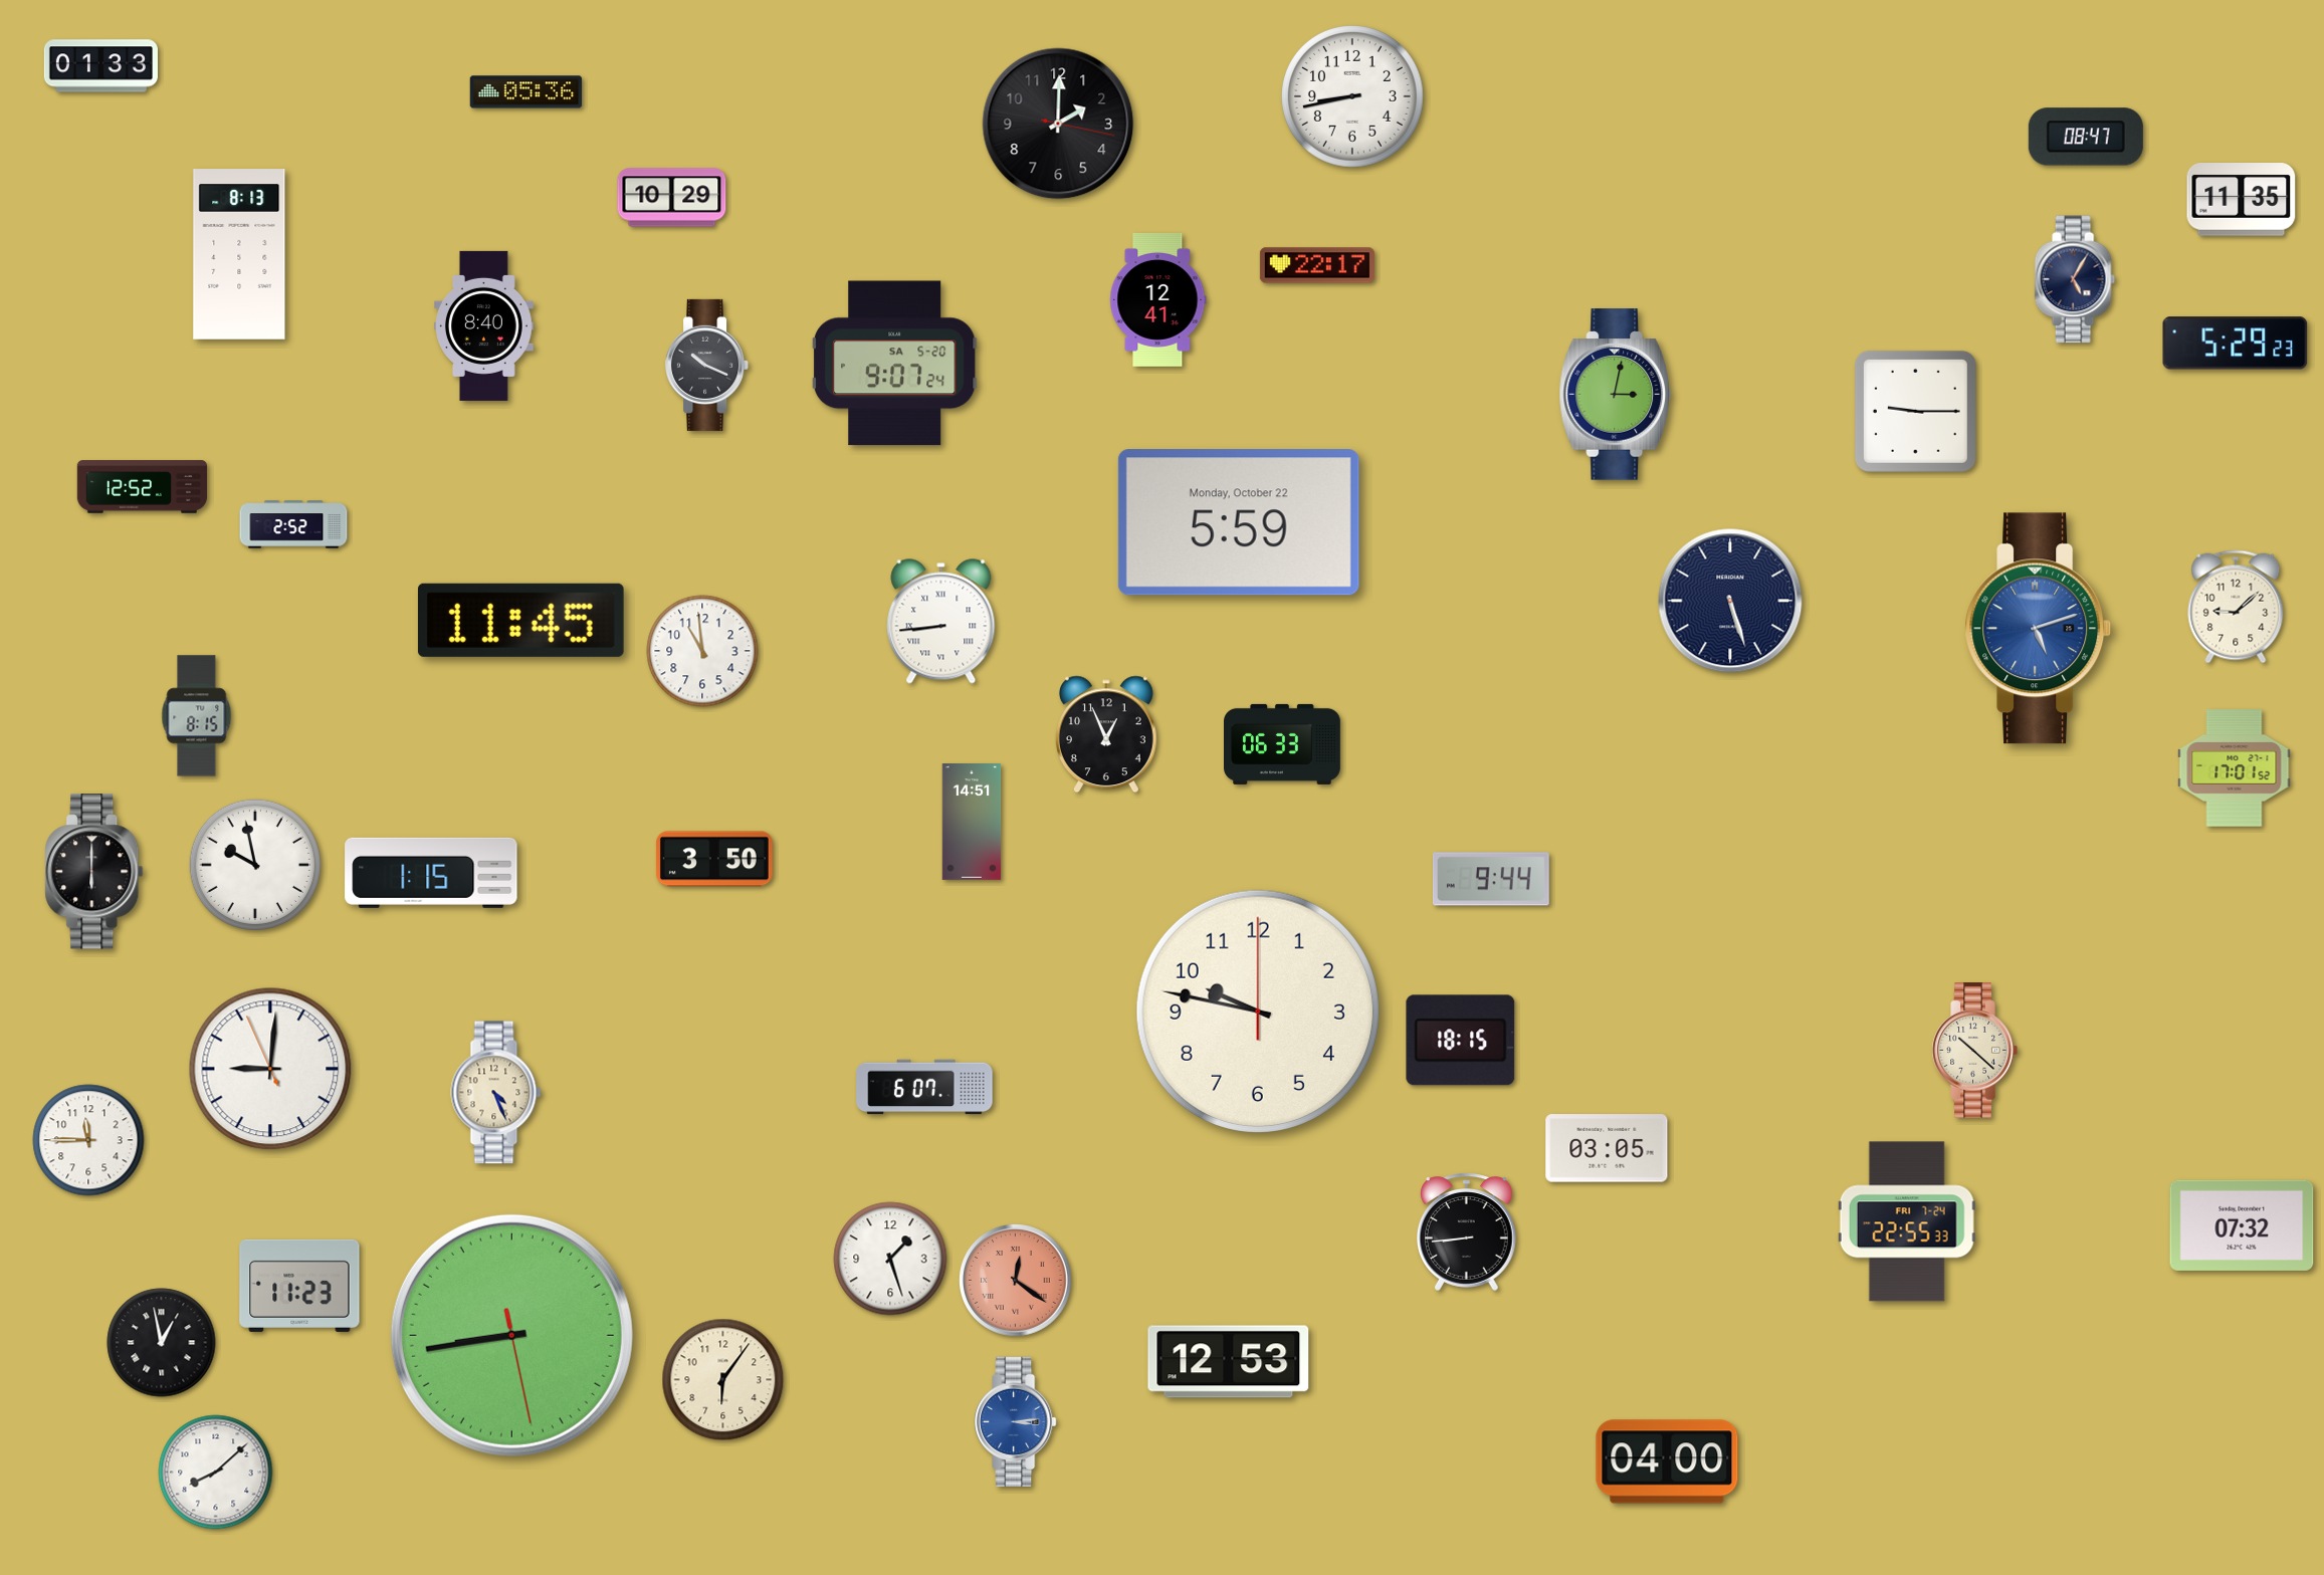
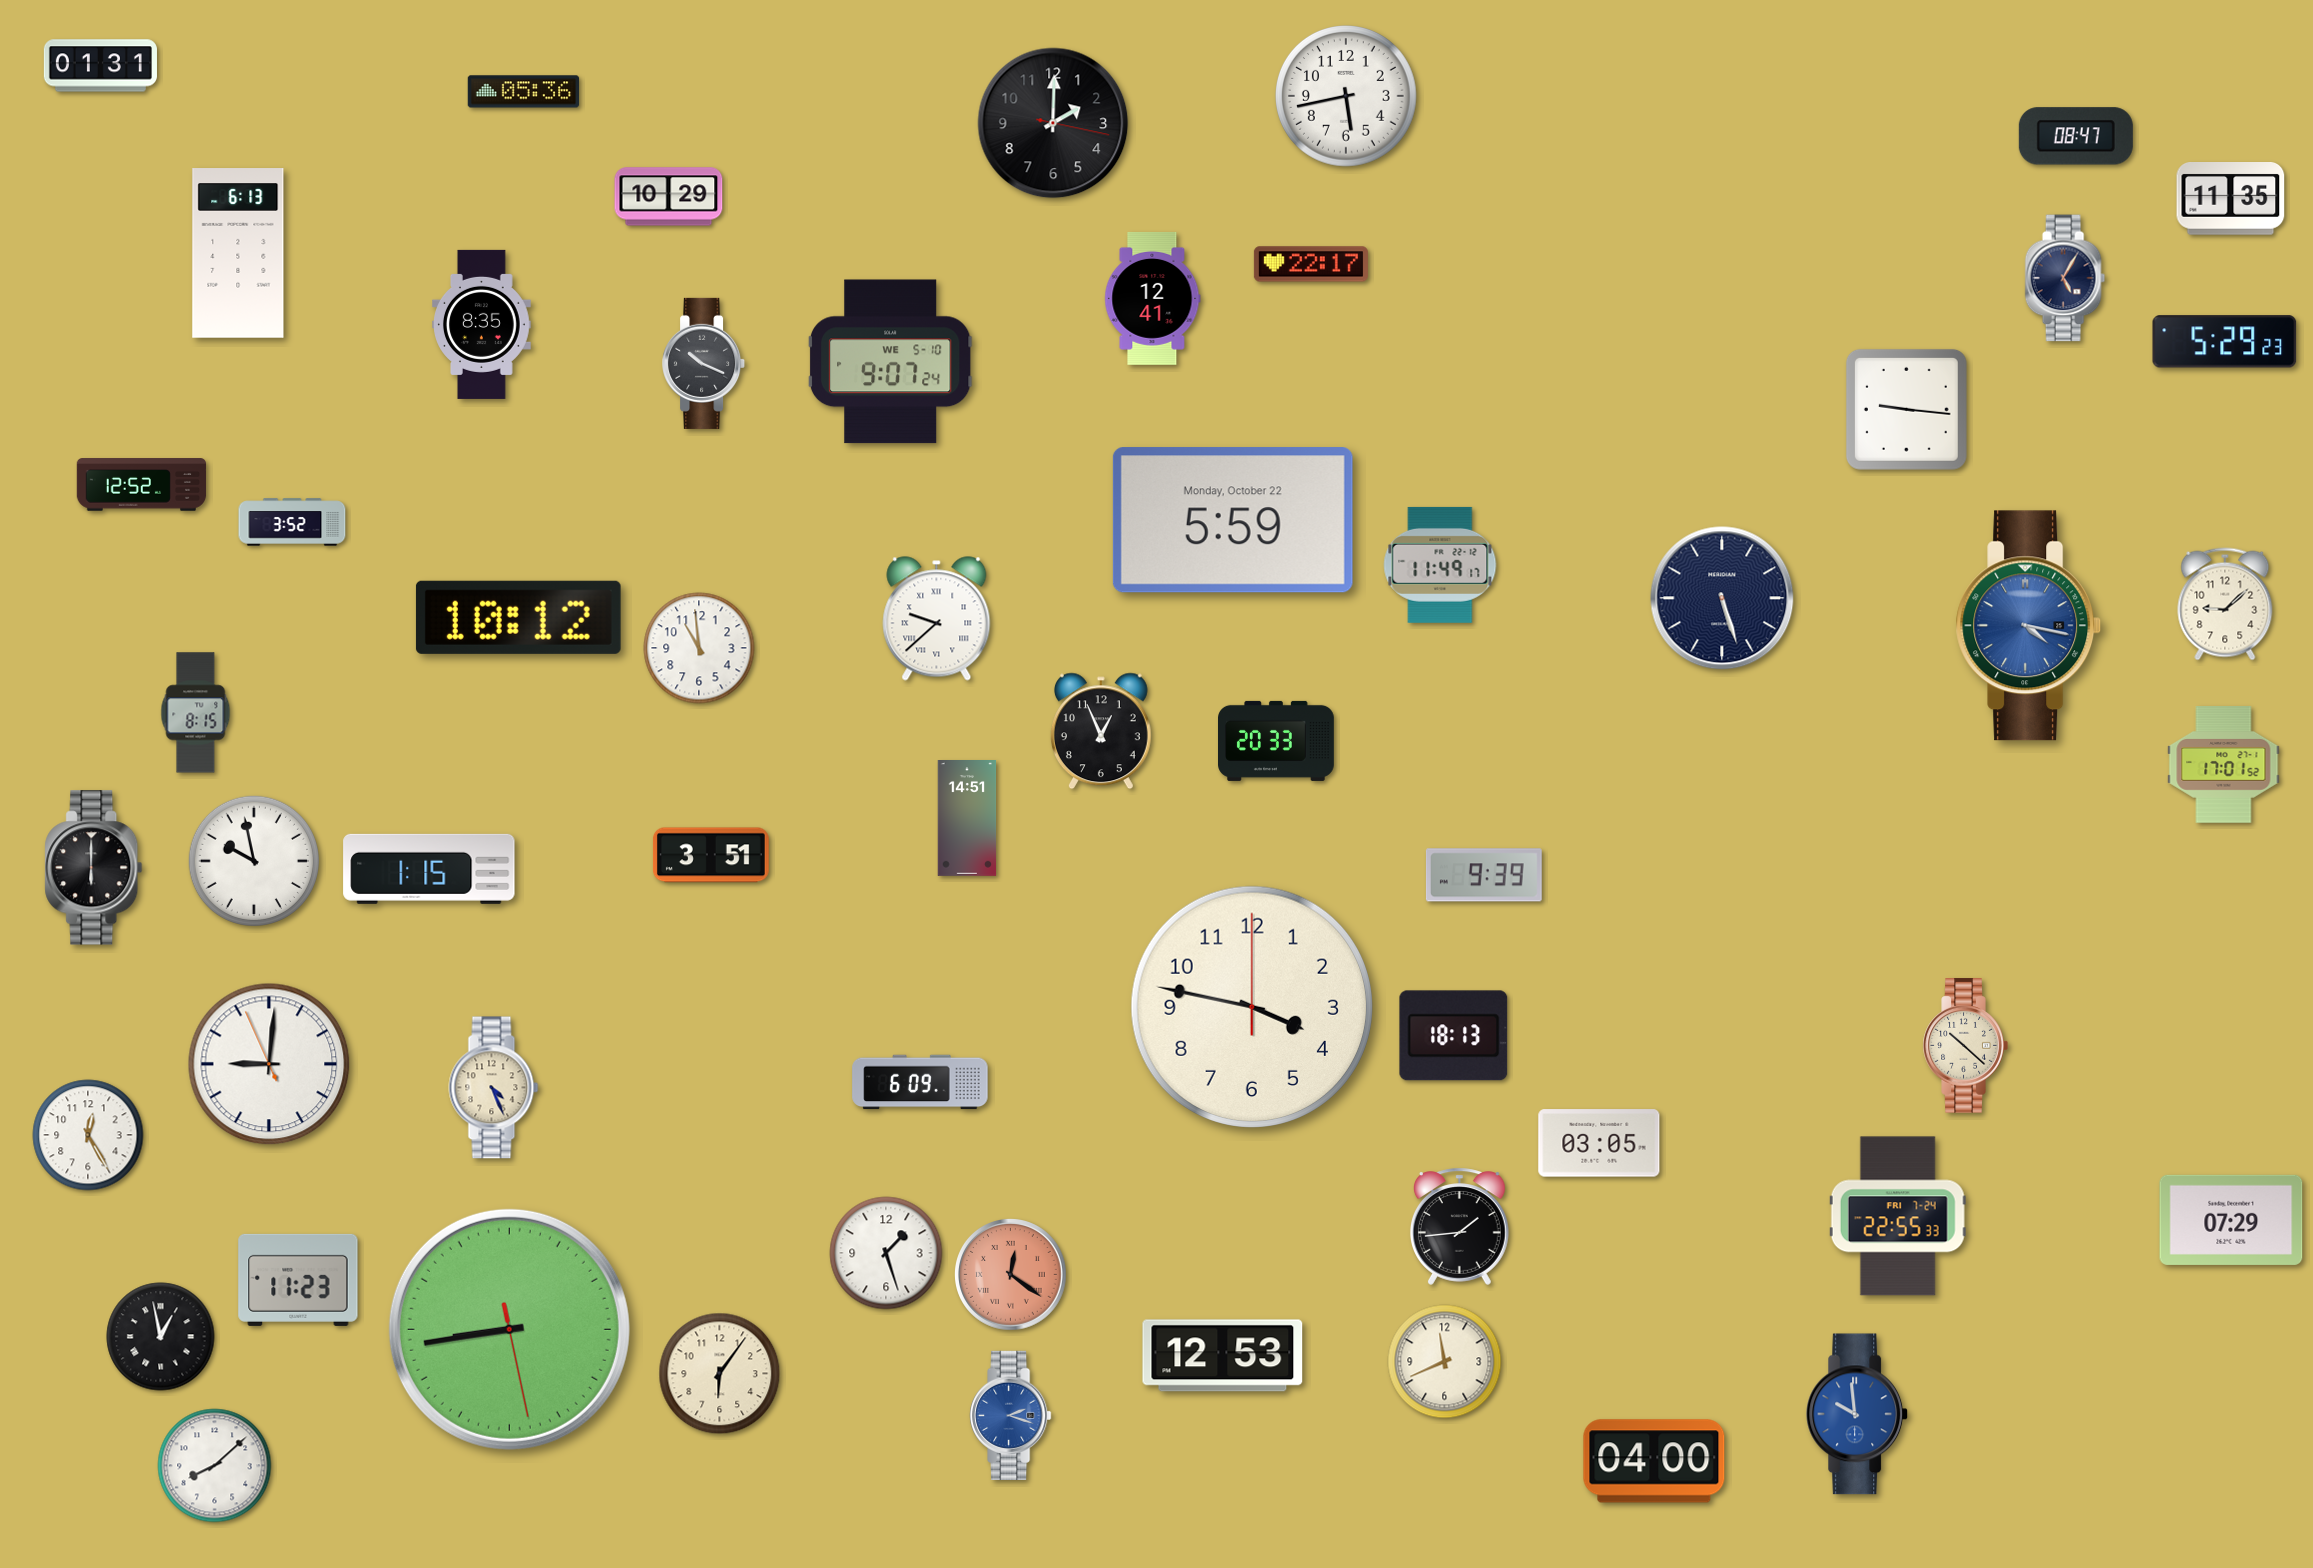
clock at (100, 66): 01:33 -> 01:31
clock at (1353, 97): 8:43 -> 5:43
clock at (239, 254): 8:13 -> 6:13
clock at (484, 325): 8:40 -> 8:35
clock at (894, 364) date: SA 5-20 -> WE 5-10
clock at (1616, 395): 3:02 -> none
clock at (1915, 411): 9:15 -> 9:16
clock at (293, 524): 2:52 -> 3:52
clock at (1440, 565): none -> 11:49
clock at (520, 620): 11:45 -> 10:12
clock at (941, 622): 8:44 -> 9:38
clock at (2039, 629): 5:12 -> 4:17
clock at (1283, 744): 06:33 -> 20:33
clock at (714, 859): 3:50 -> 3:51
clock at (1491, 879): 9:44 -> 9:39
clock at (1257, 1010): 9:47 -> 3:47
clock at (1461, 1041): 18:15 -> 18:13
clock at (924, 1087): 6:07 -> 6:09
clock at (88, 1140): 11:45 -> 12:25
clock at (2242, 1225): 07:32 -> 07:29
clock at (1466, 1231): 8:44 -> 1:44
clock at (1445, 1362): none -> 11:41
clock at (1858, 1414): none -> 9:59
clock at (1016, 1421): 3:14 -> 2:18
clock at (1667, 1461) position: (1667, 1461) -> (1654, 1461)
